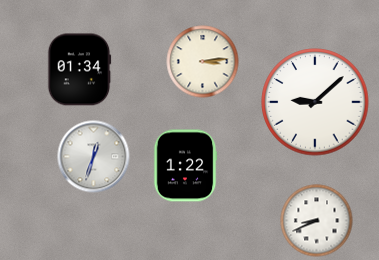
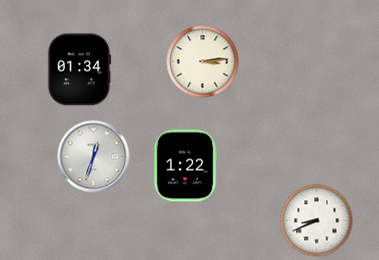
clock at (315, 102): 9:08 -> none
